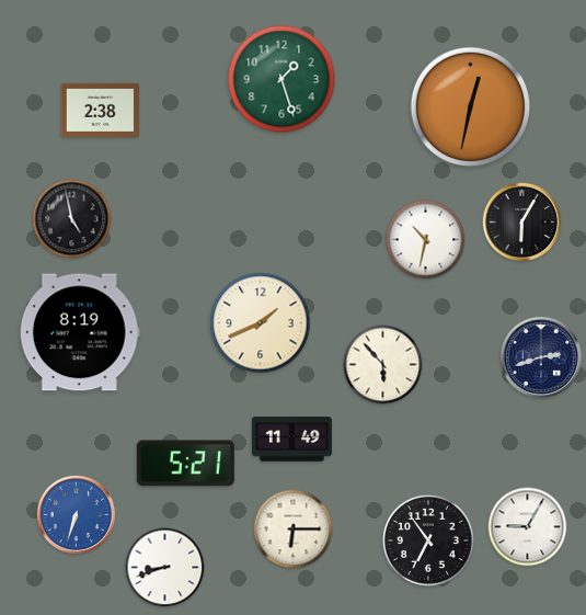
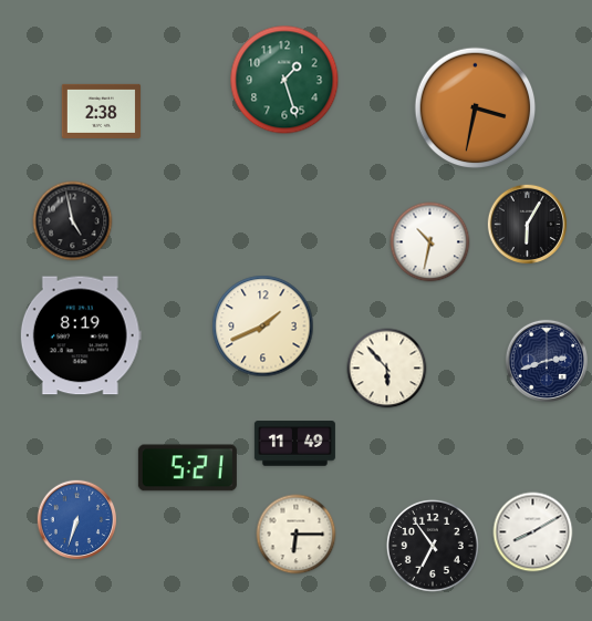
clock at (471, 107): 12:32 -> 3:32
clock at (528, 527): 9:05 -> 8:10
clock at (165, 568): 8:42 -> none
